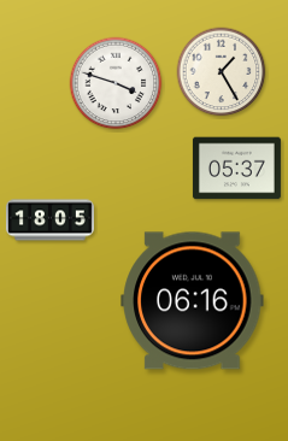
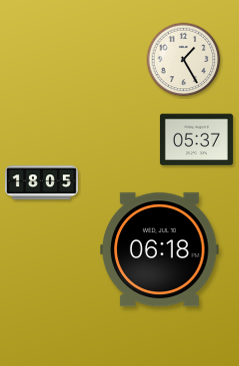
clock at (116, 83): 3:48 -> none
clock at (193, 301): 06:16 -> 06:18
